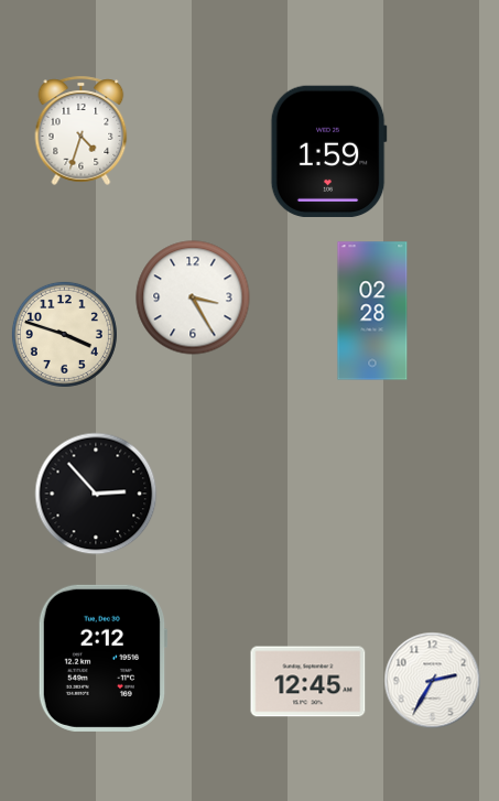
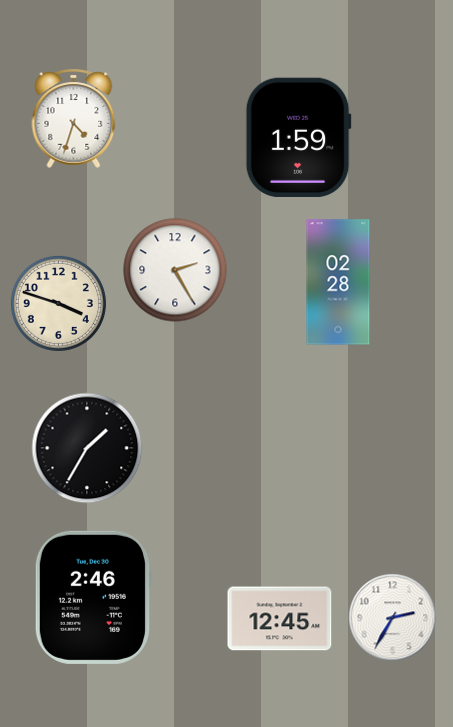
clock at (193, 297): 3:25 -> 2:25
clock at (96, 494): 2:53 -> 1:35
clock at (102, 658): 2:12 -> 2:46
